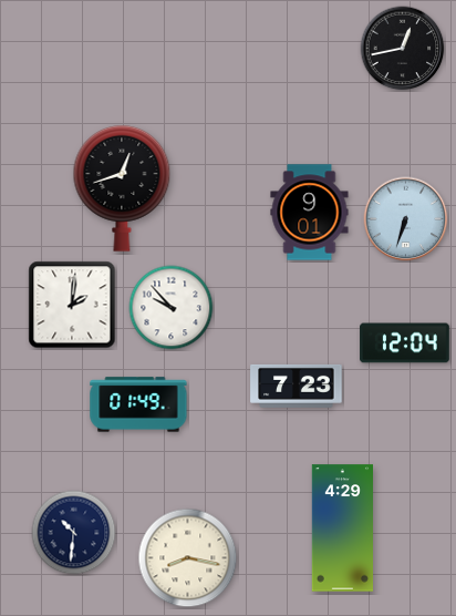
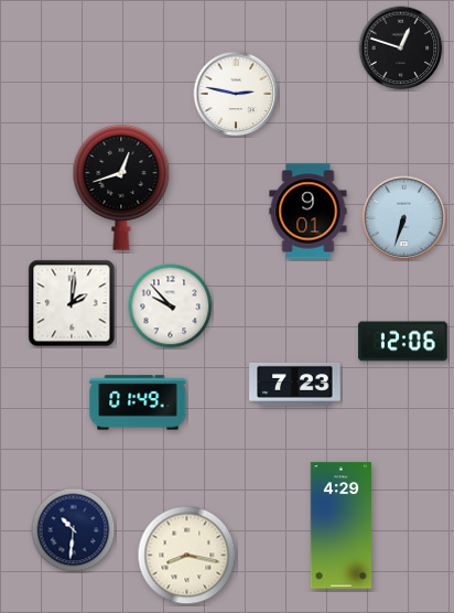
clock at (403, 49): 12:43 -> 12:48
clock at (236, 94): none -> 2:47
clock at (405, 343): 12:04 -> 12:06
